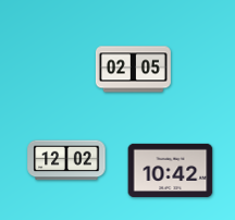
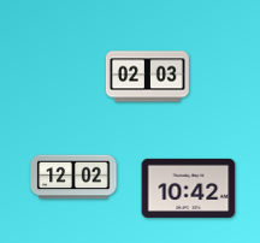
clock at (133, 70): 02:05 -> 02:03
